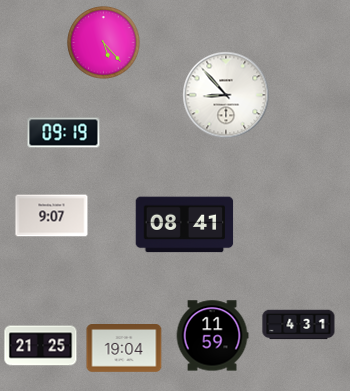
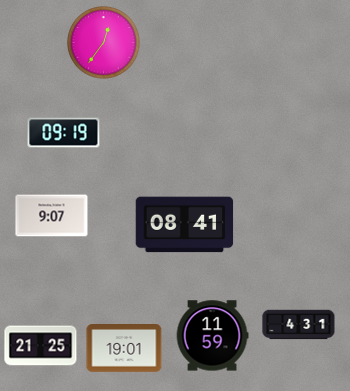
clock at (104, 43): 5:23 -> 12:36
clock at (226, 95): 8:53 -> none
clock at (124, 349): 19:04 -> 19:01
